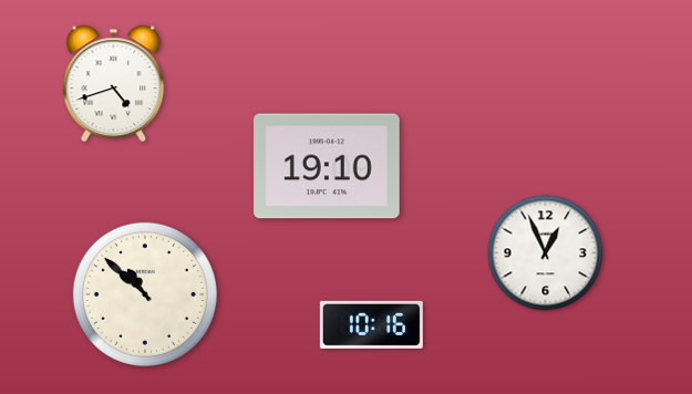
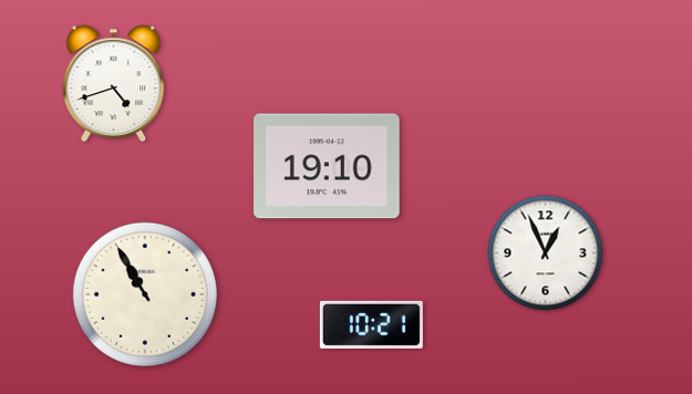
clock at (145, 294): 10:52 -> 10:55
clock at (371, 324): 10:16 -> 10:21
